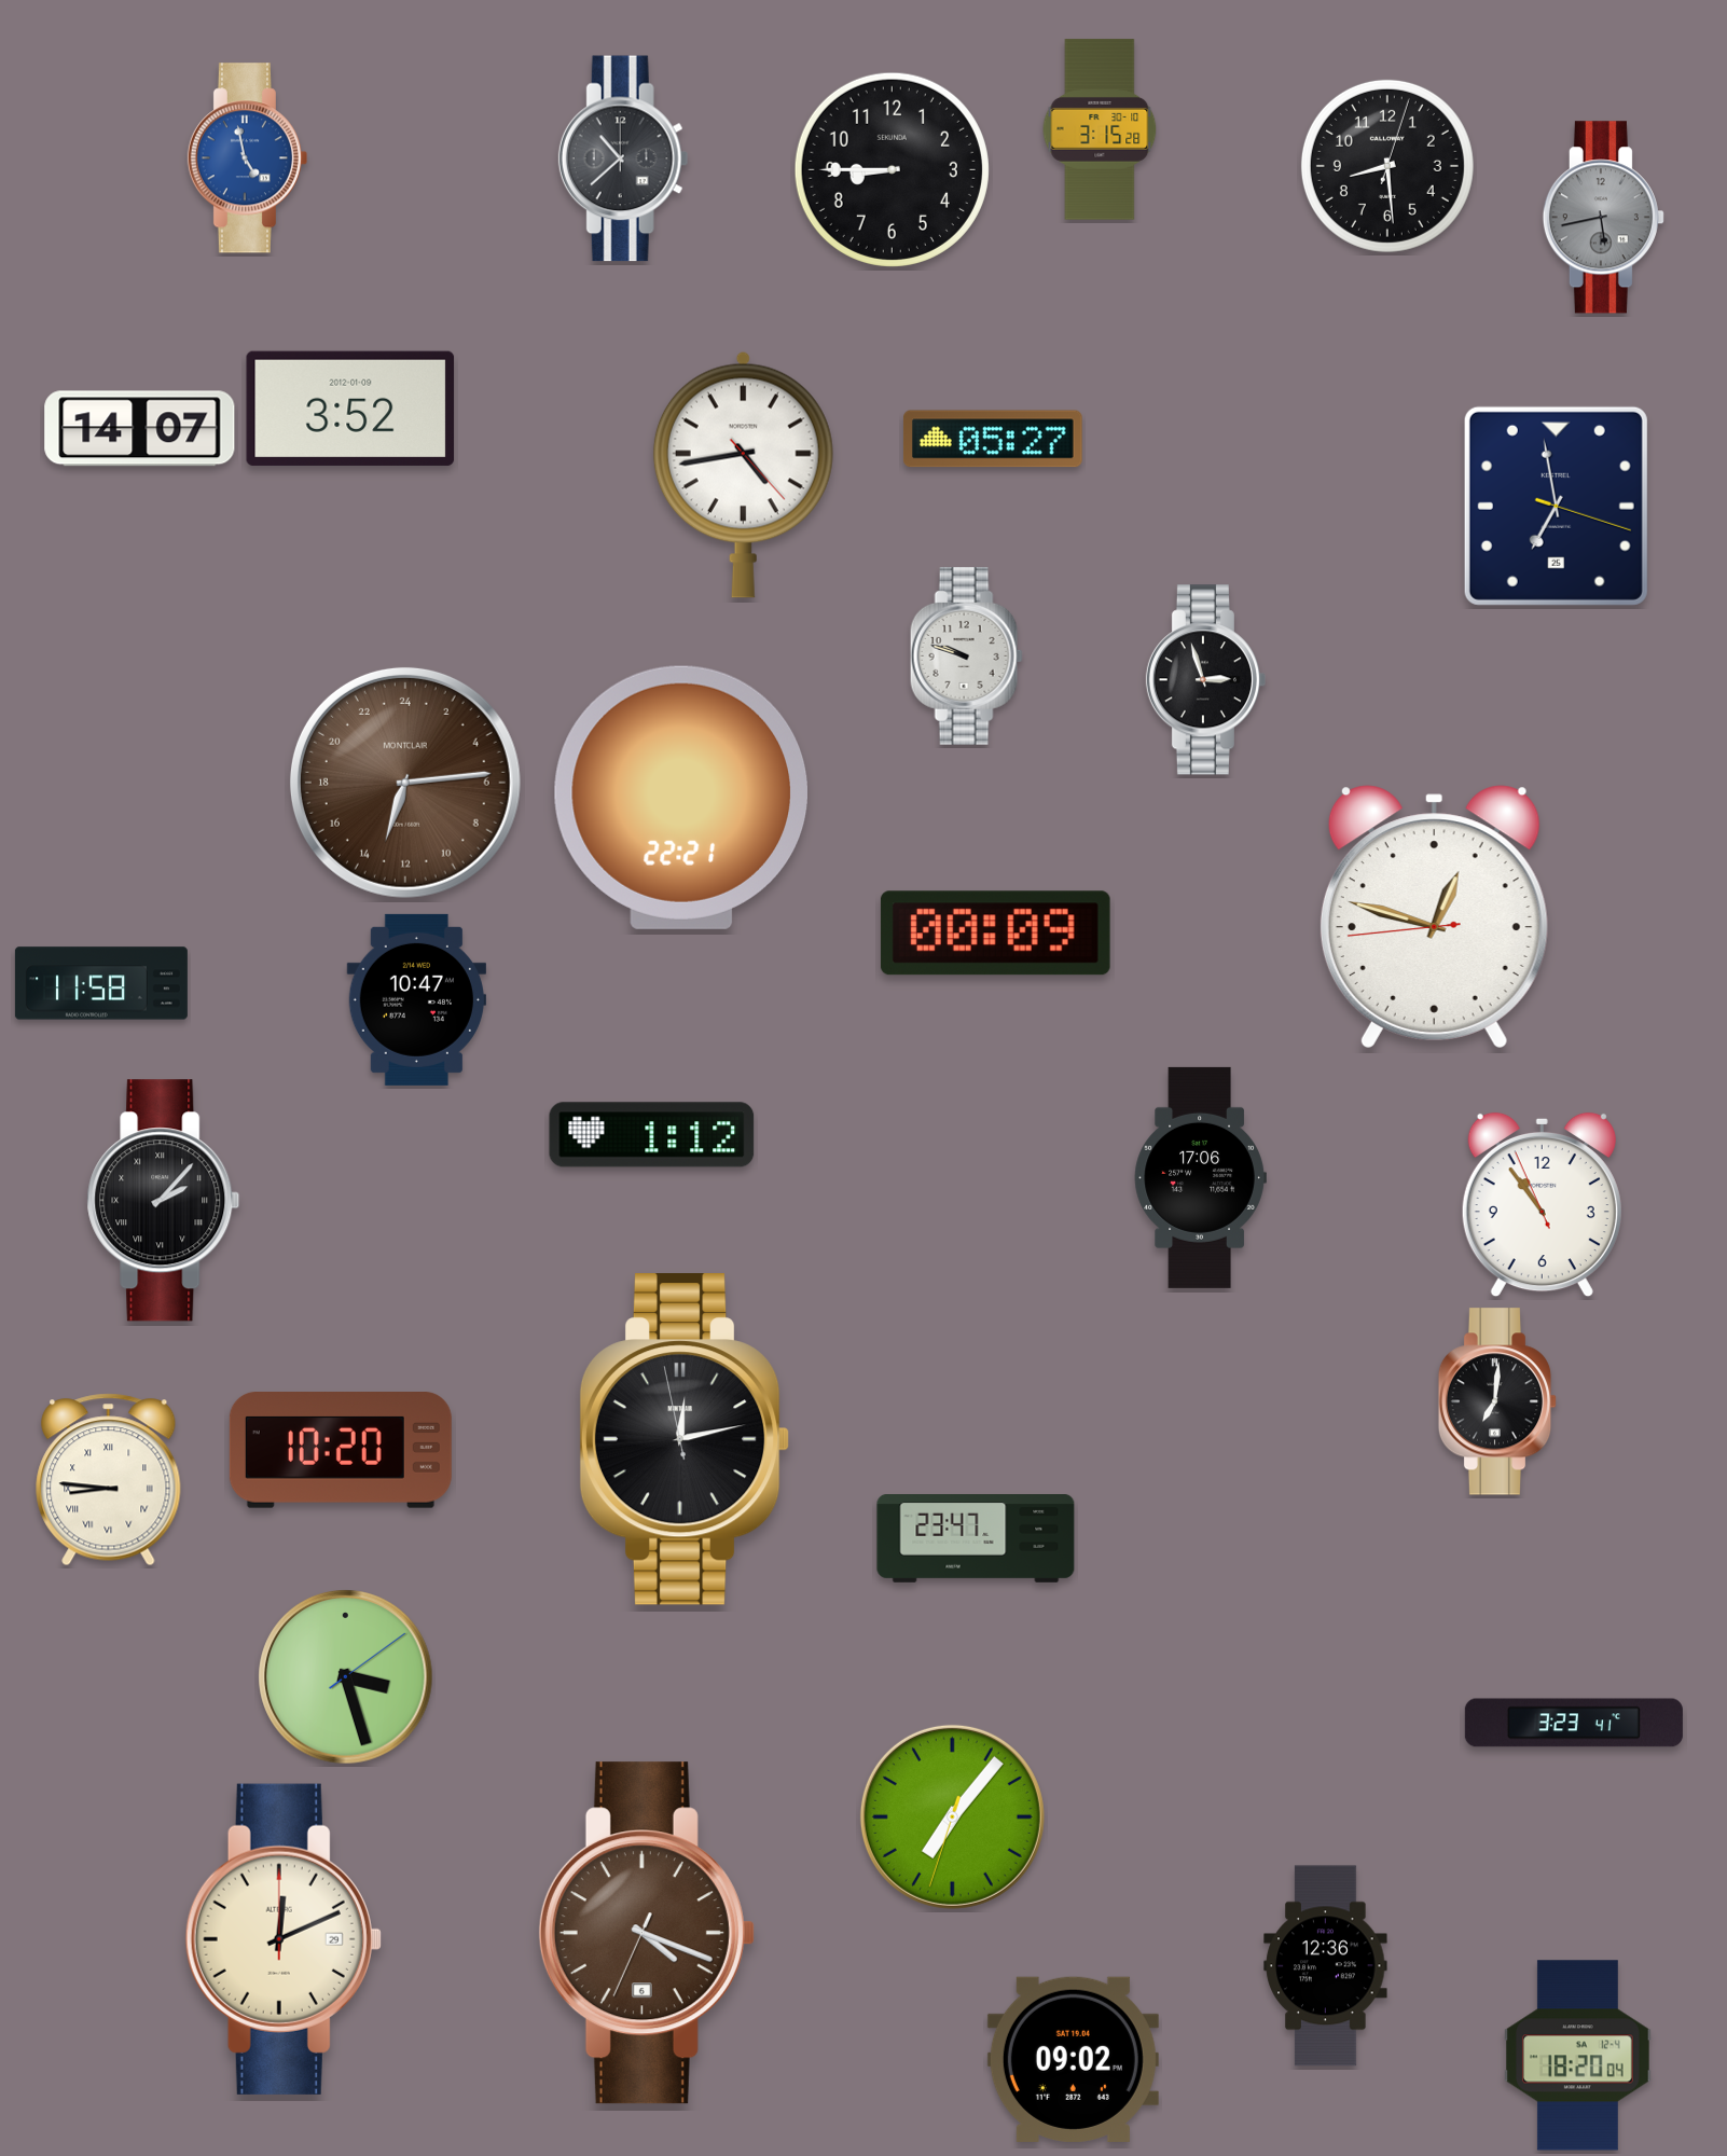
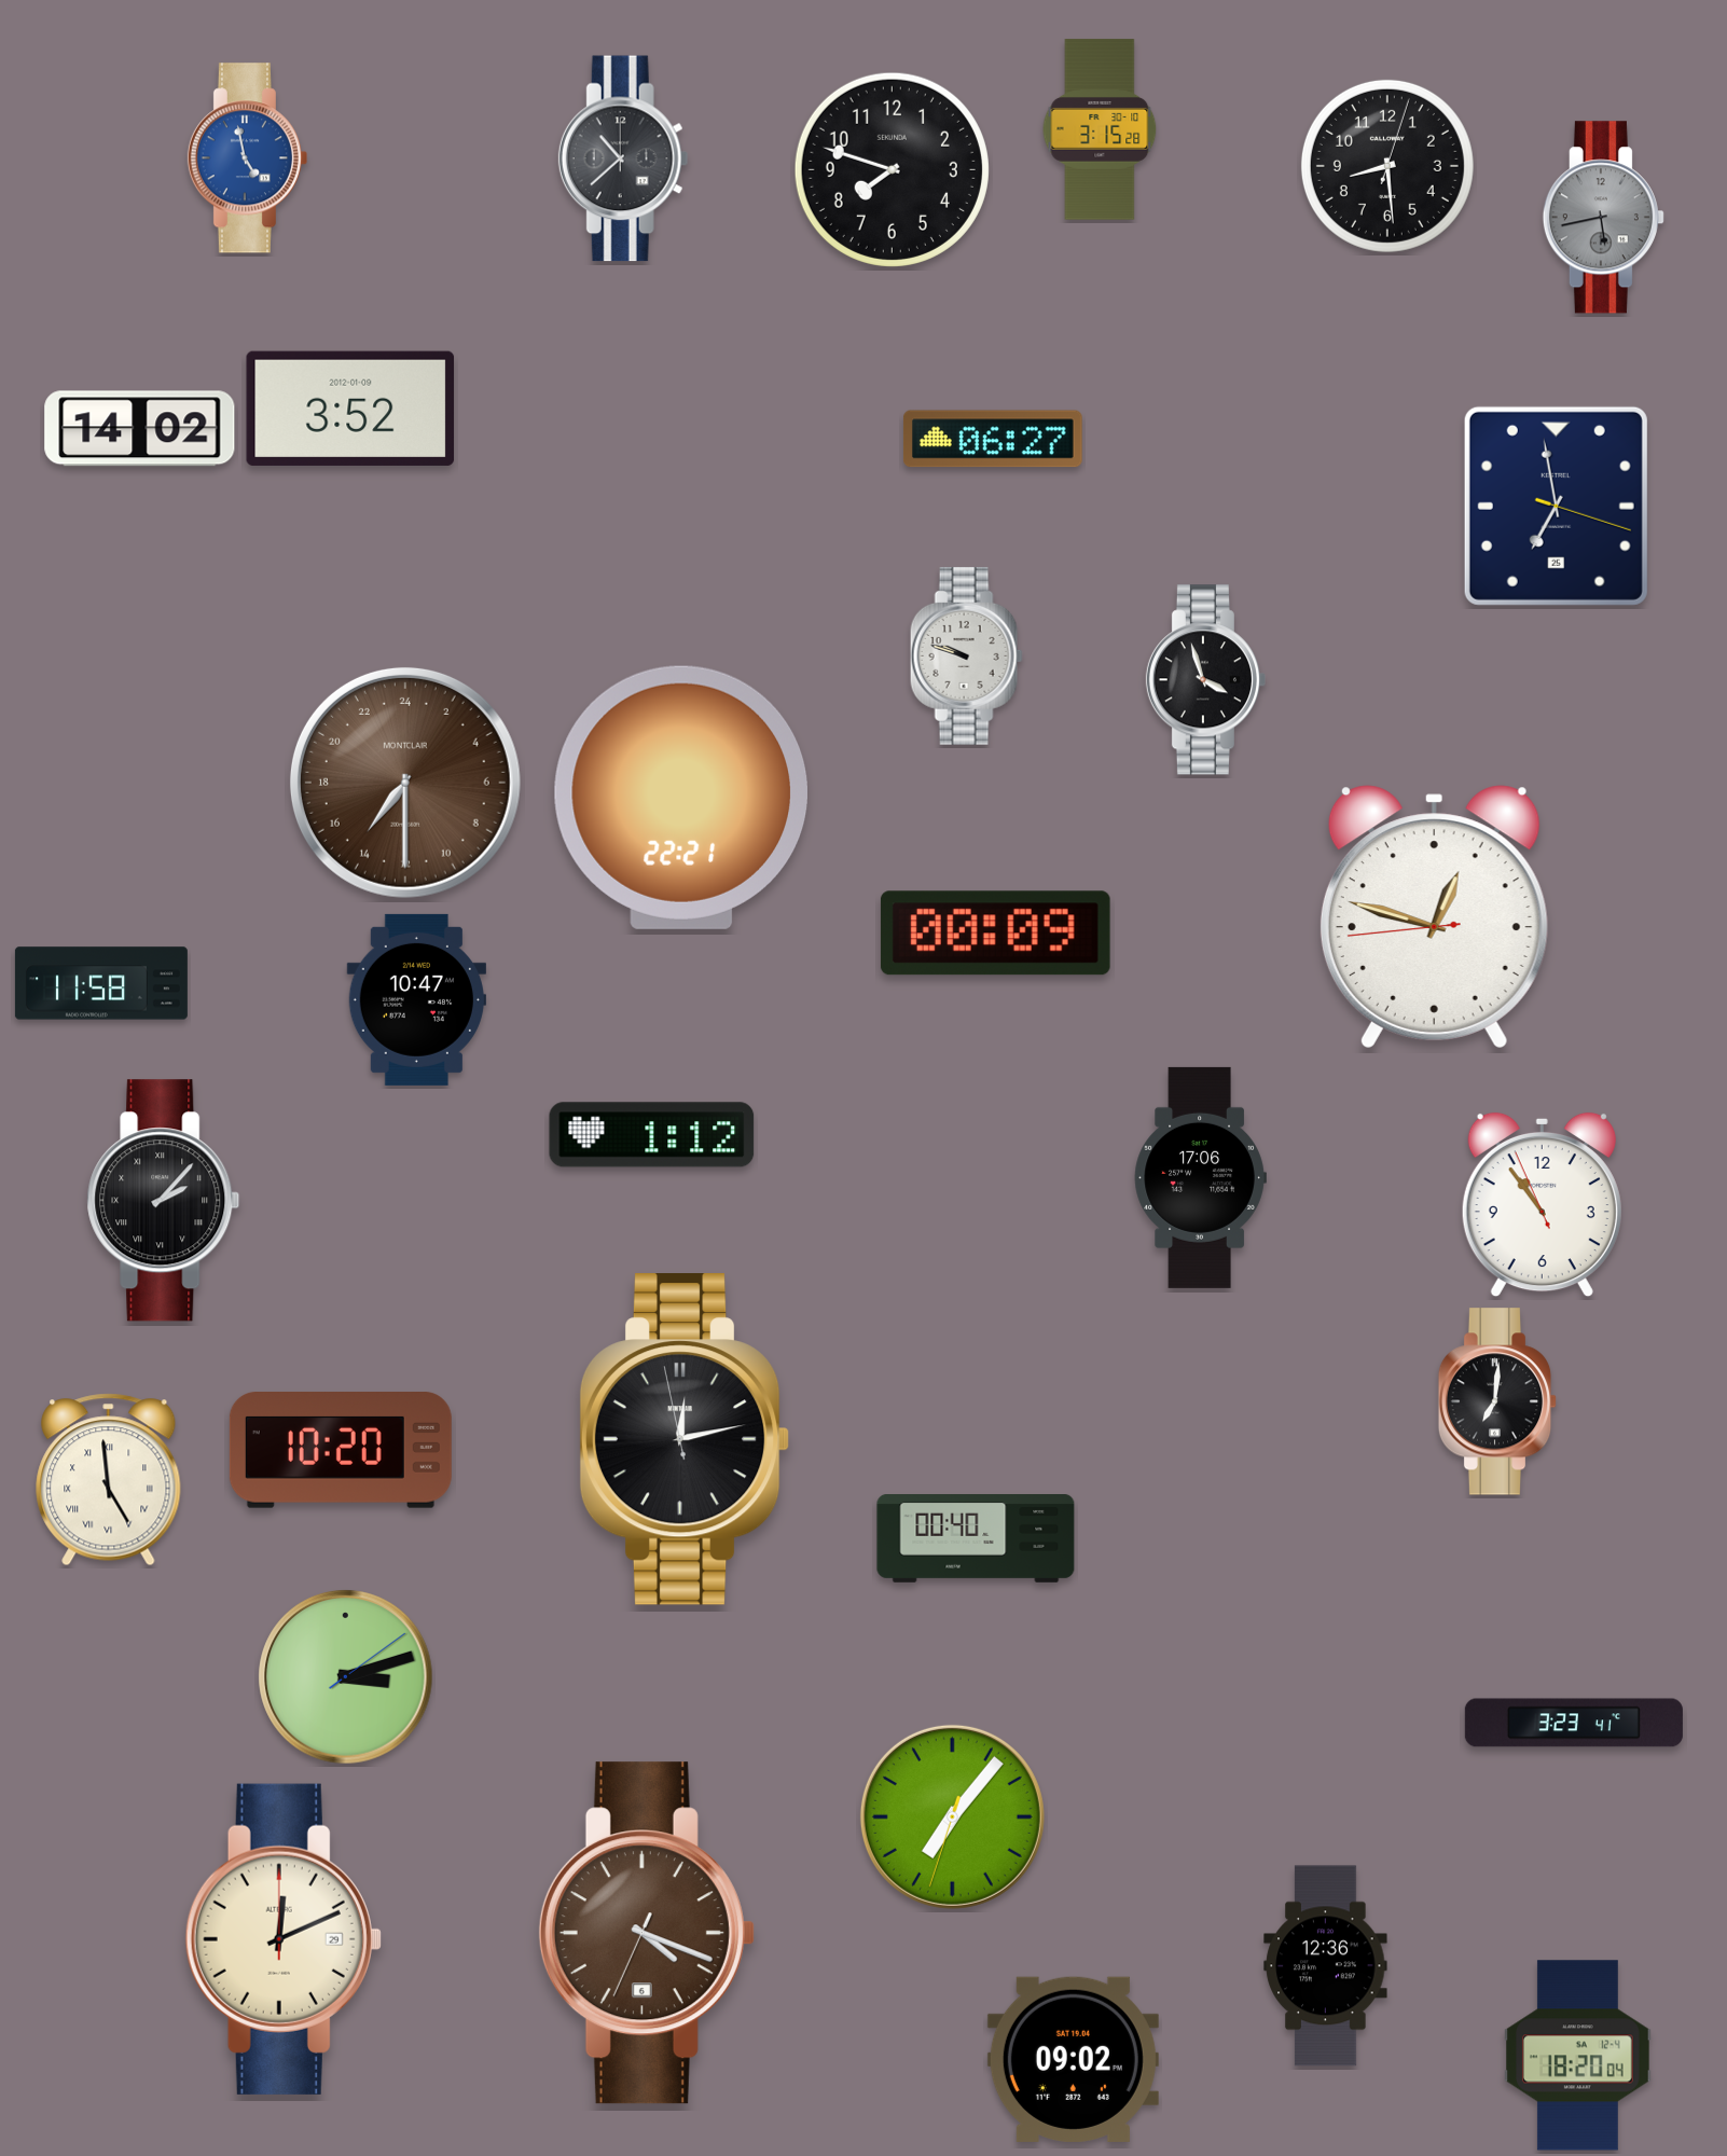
clock at (892, 169): 8:45 -> 7:48
clock at (140, 429): 14:07 -> 14:02
clock at (993, 439): 05:27 -> 06:27
clock at (743, 474): 4:43 -> none
clock at (1205, 680): 2:57 -> 3:57
clock at (405, 783): 13:14 -> 14:30
clock at (109, 1480): 8:46 -> 4:59
clock at (976, 1539): 23:47 -> 00:40
clock at (346, 1677): 3:27 -> 3:12
